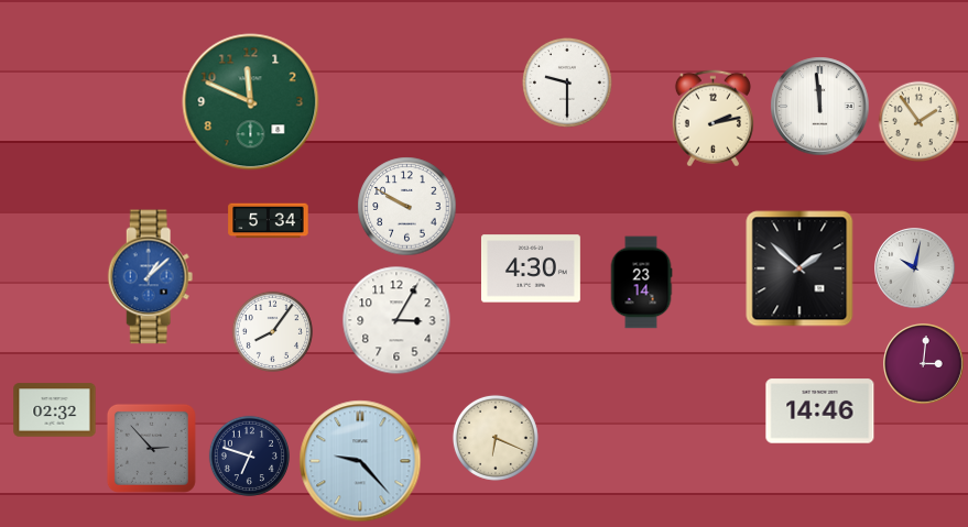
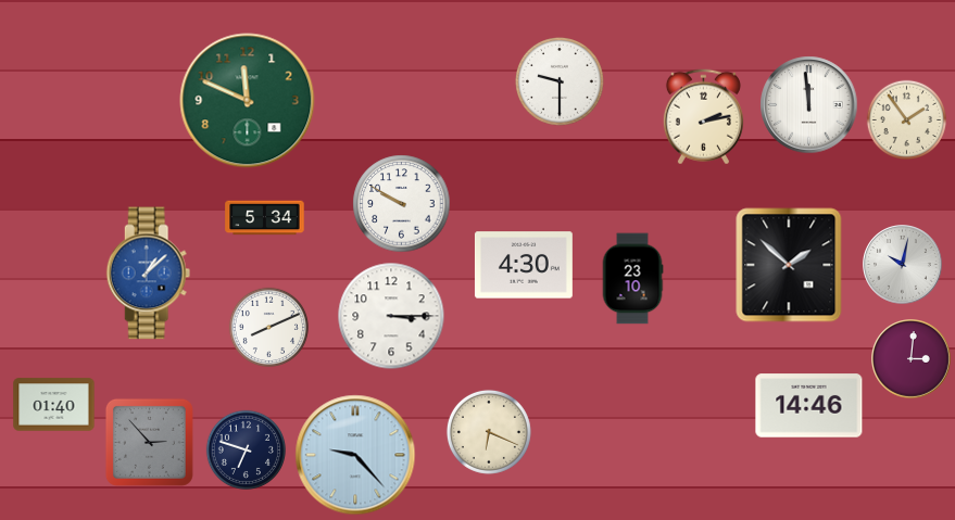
clock at (641, 283): 23:14 -> 23:10
clock at (396, 320): 3:05 -> 3:15
clock at (272, 331): 8:06 -> 8:11
clock at (55, 410): 02:32 -> 01:40
